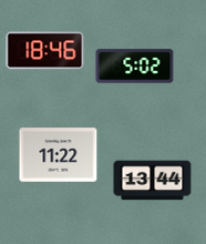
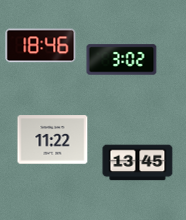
clock at (135, 67): 5:02 -> 3:02
clock at (153, 181): 13:44 -> 13:45
